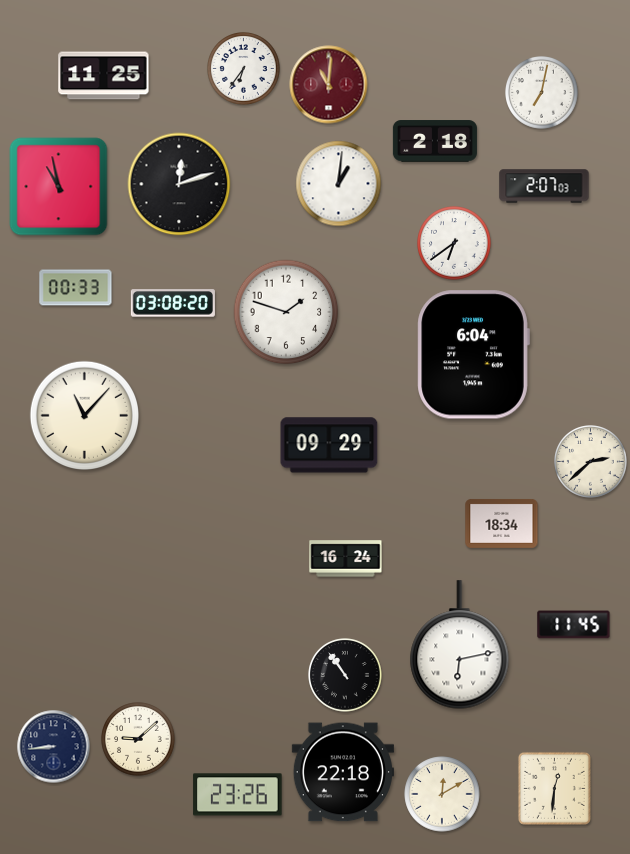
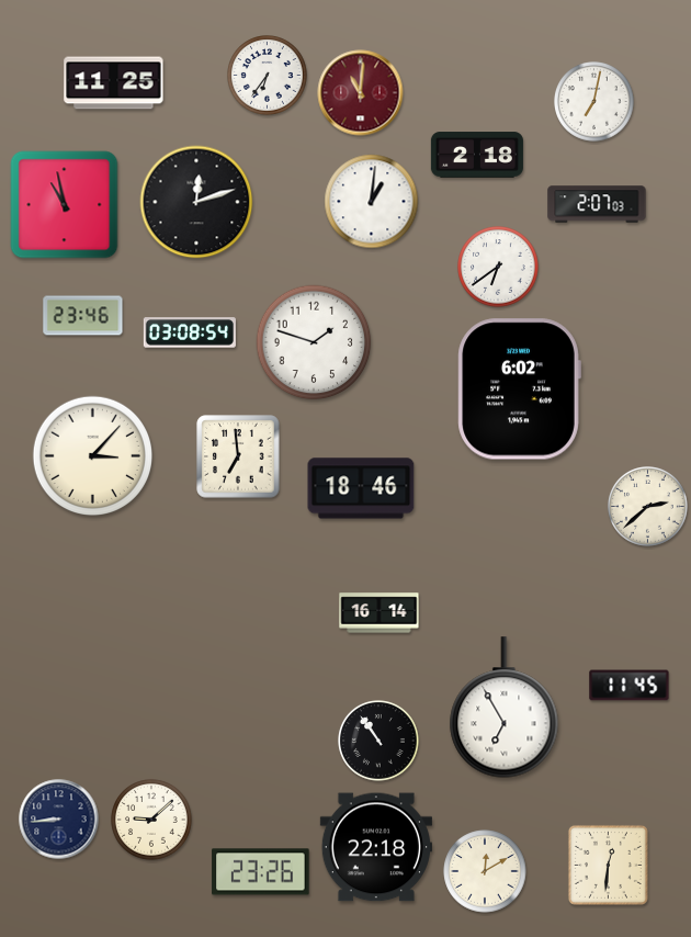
clock at (76, 288): 00:33 -> 23:46
clock at (173, 303): 03:08:20 -> 03:08:54
clock at (473, 355): 6:04 -> 6:02
clock at (84, 415): 11:07 -> 3:07
clock at (238, 456): none -> 6:59
clock at (329, 445): 09:29 -> 18:46
clock at (502, 523): 18:34 -> none
clock at (346, 559): 16:24 -> 16:14
clock at (460, 645): 6:13 -> 6:55
clock at (138, 739) position: (138, 739) -> (151, 820)
